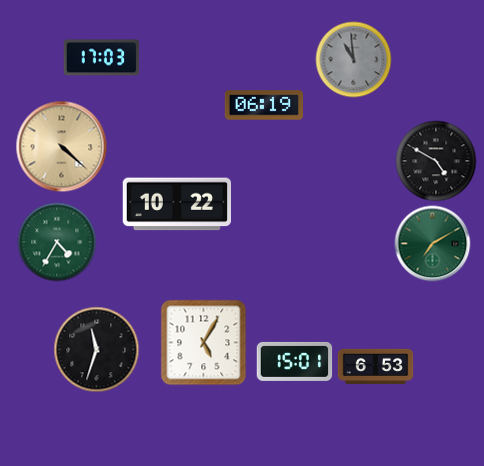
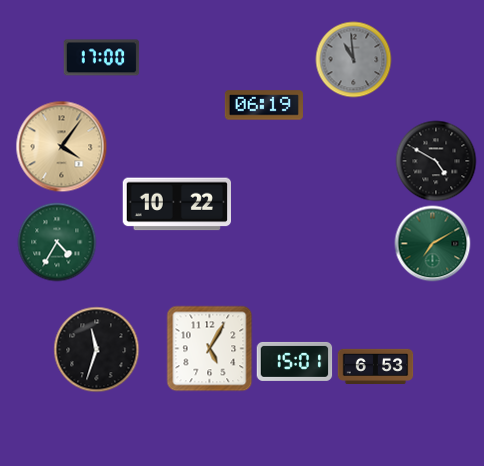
clock at (102, 58): 17:03 -> 17:00
clock at (62, 147): 4:22 -> 4:06
clock at (204, 343) position: (204, 343) -> (210, 349)
